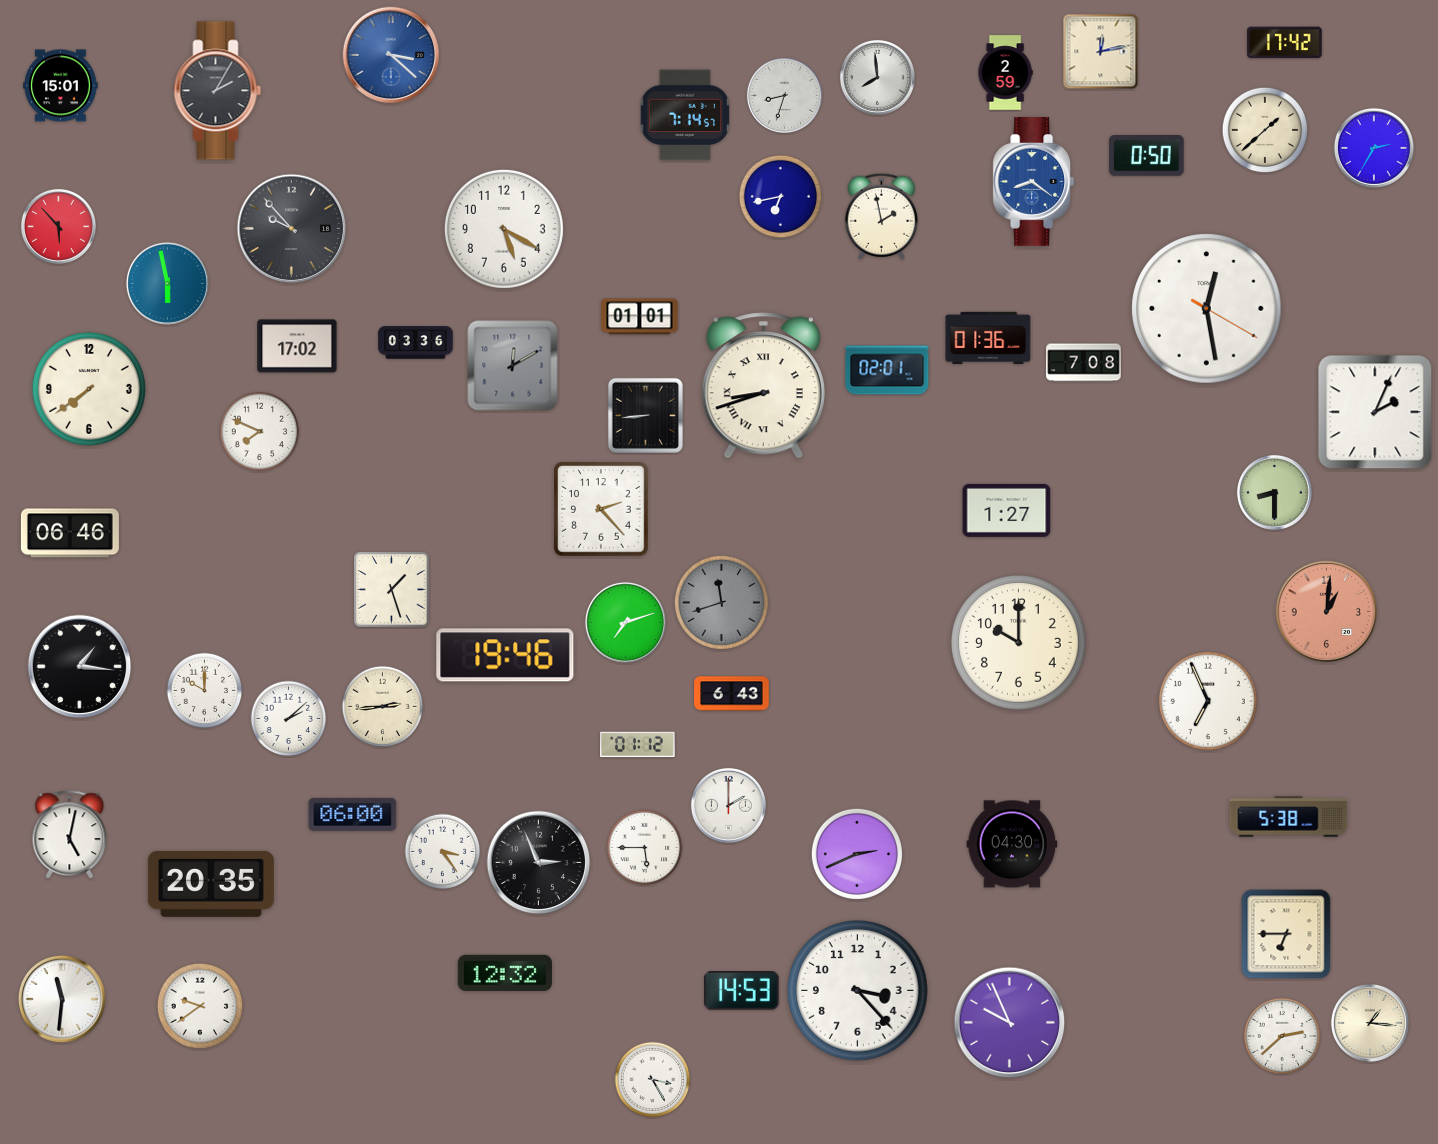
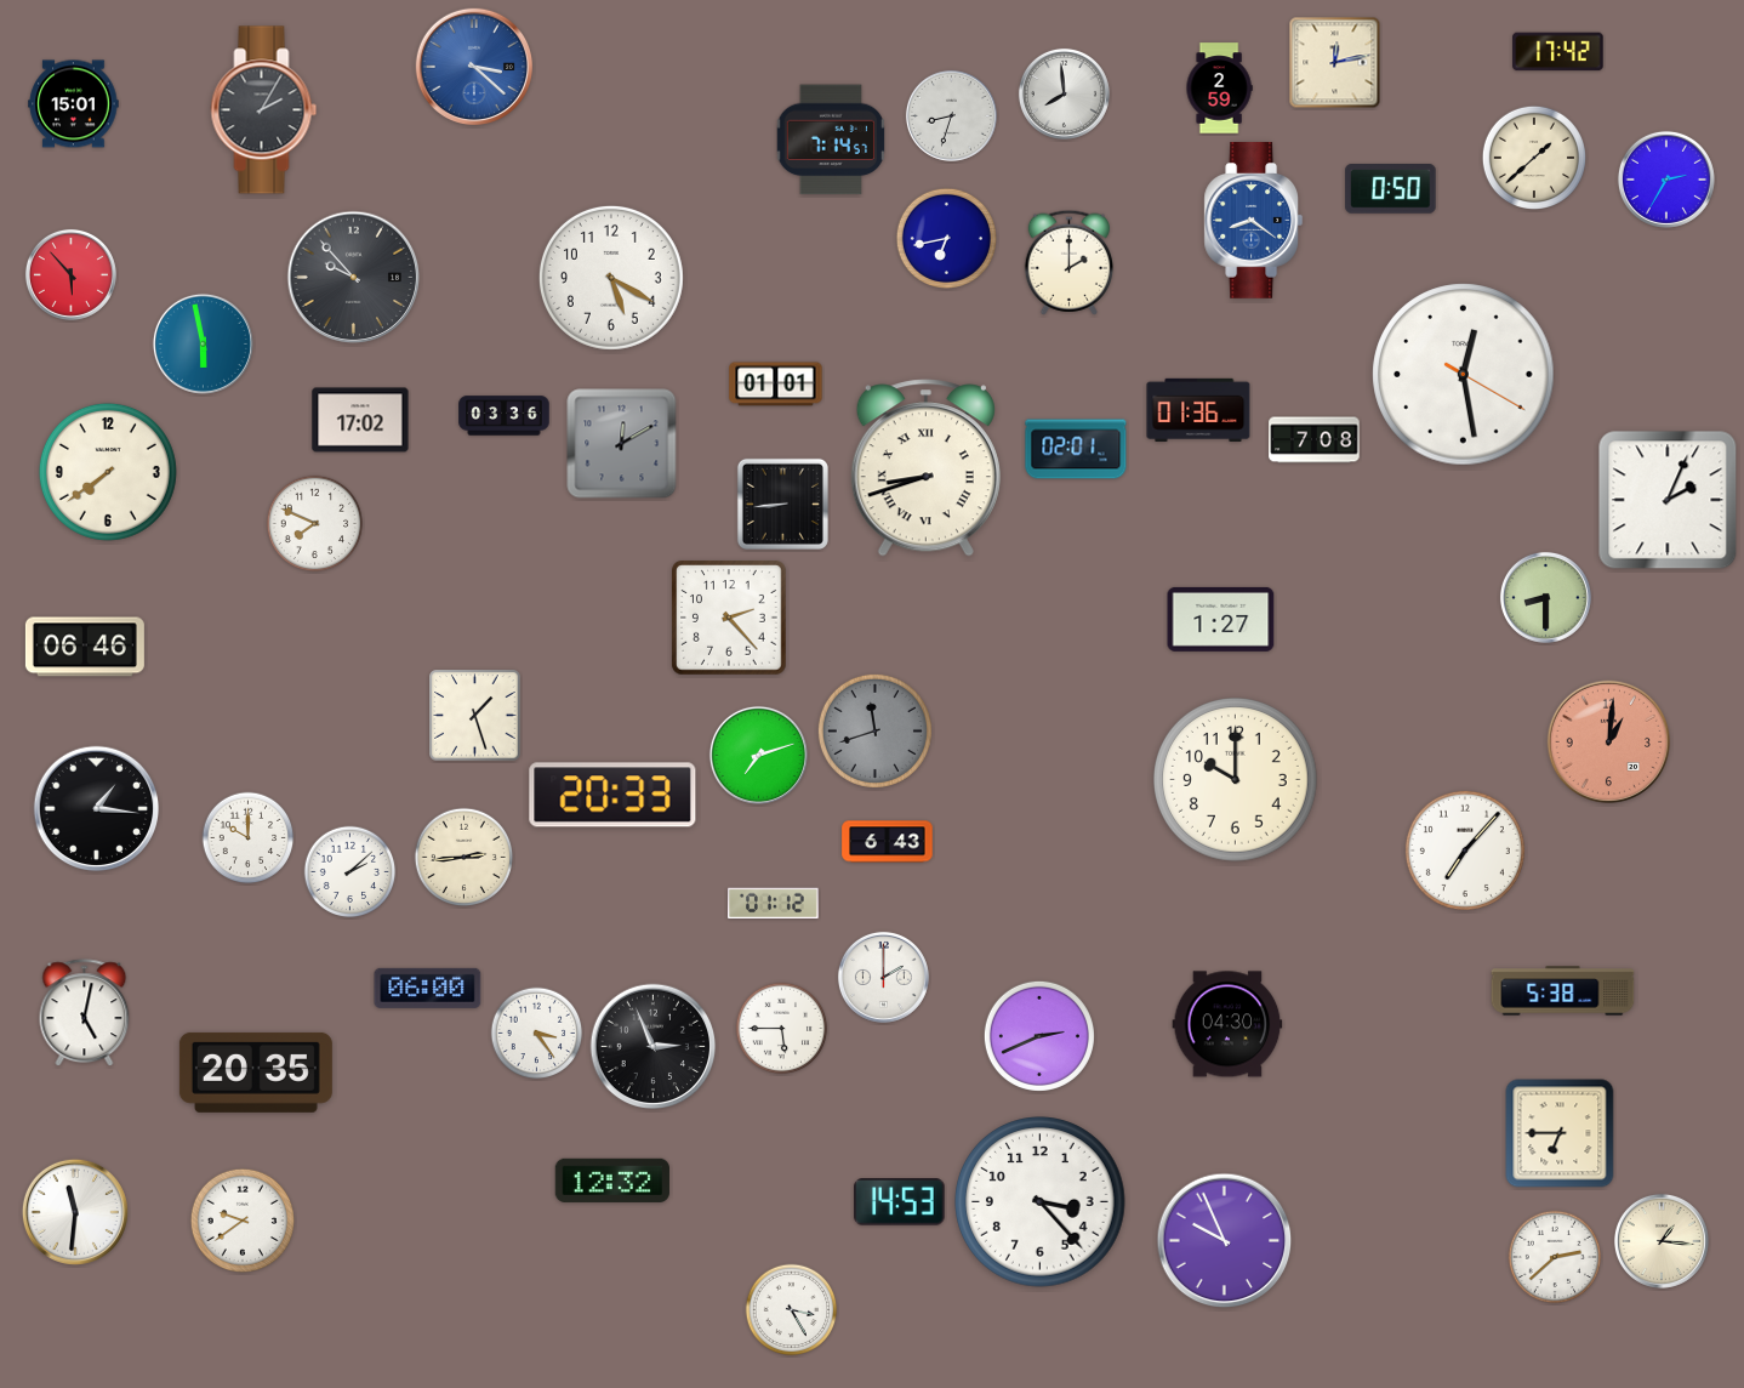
clock at (881, 216): 1:58 -> 2:00
clock at (505, 655): 19:46 -> 20:33
clock at (1208, 701): 6:56 -> 7:07
